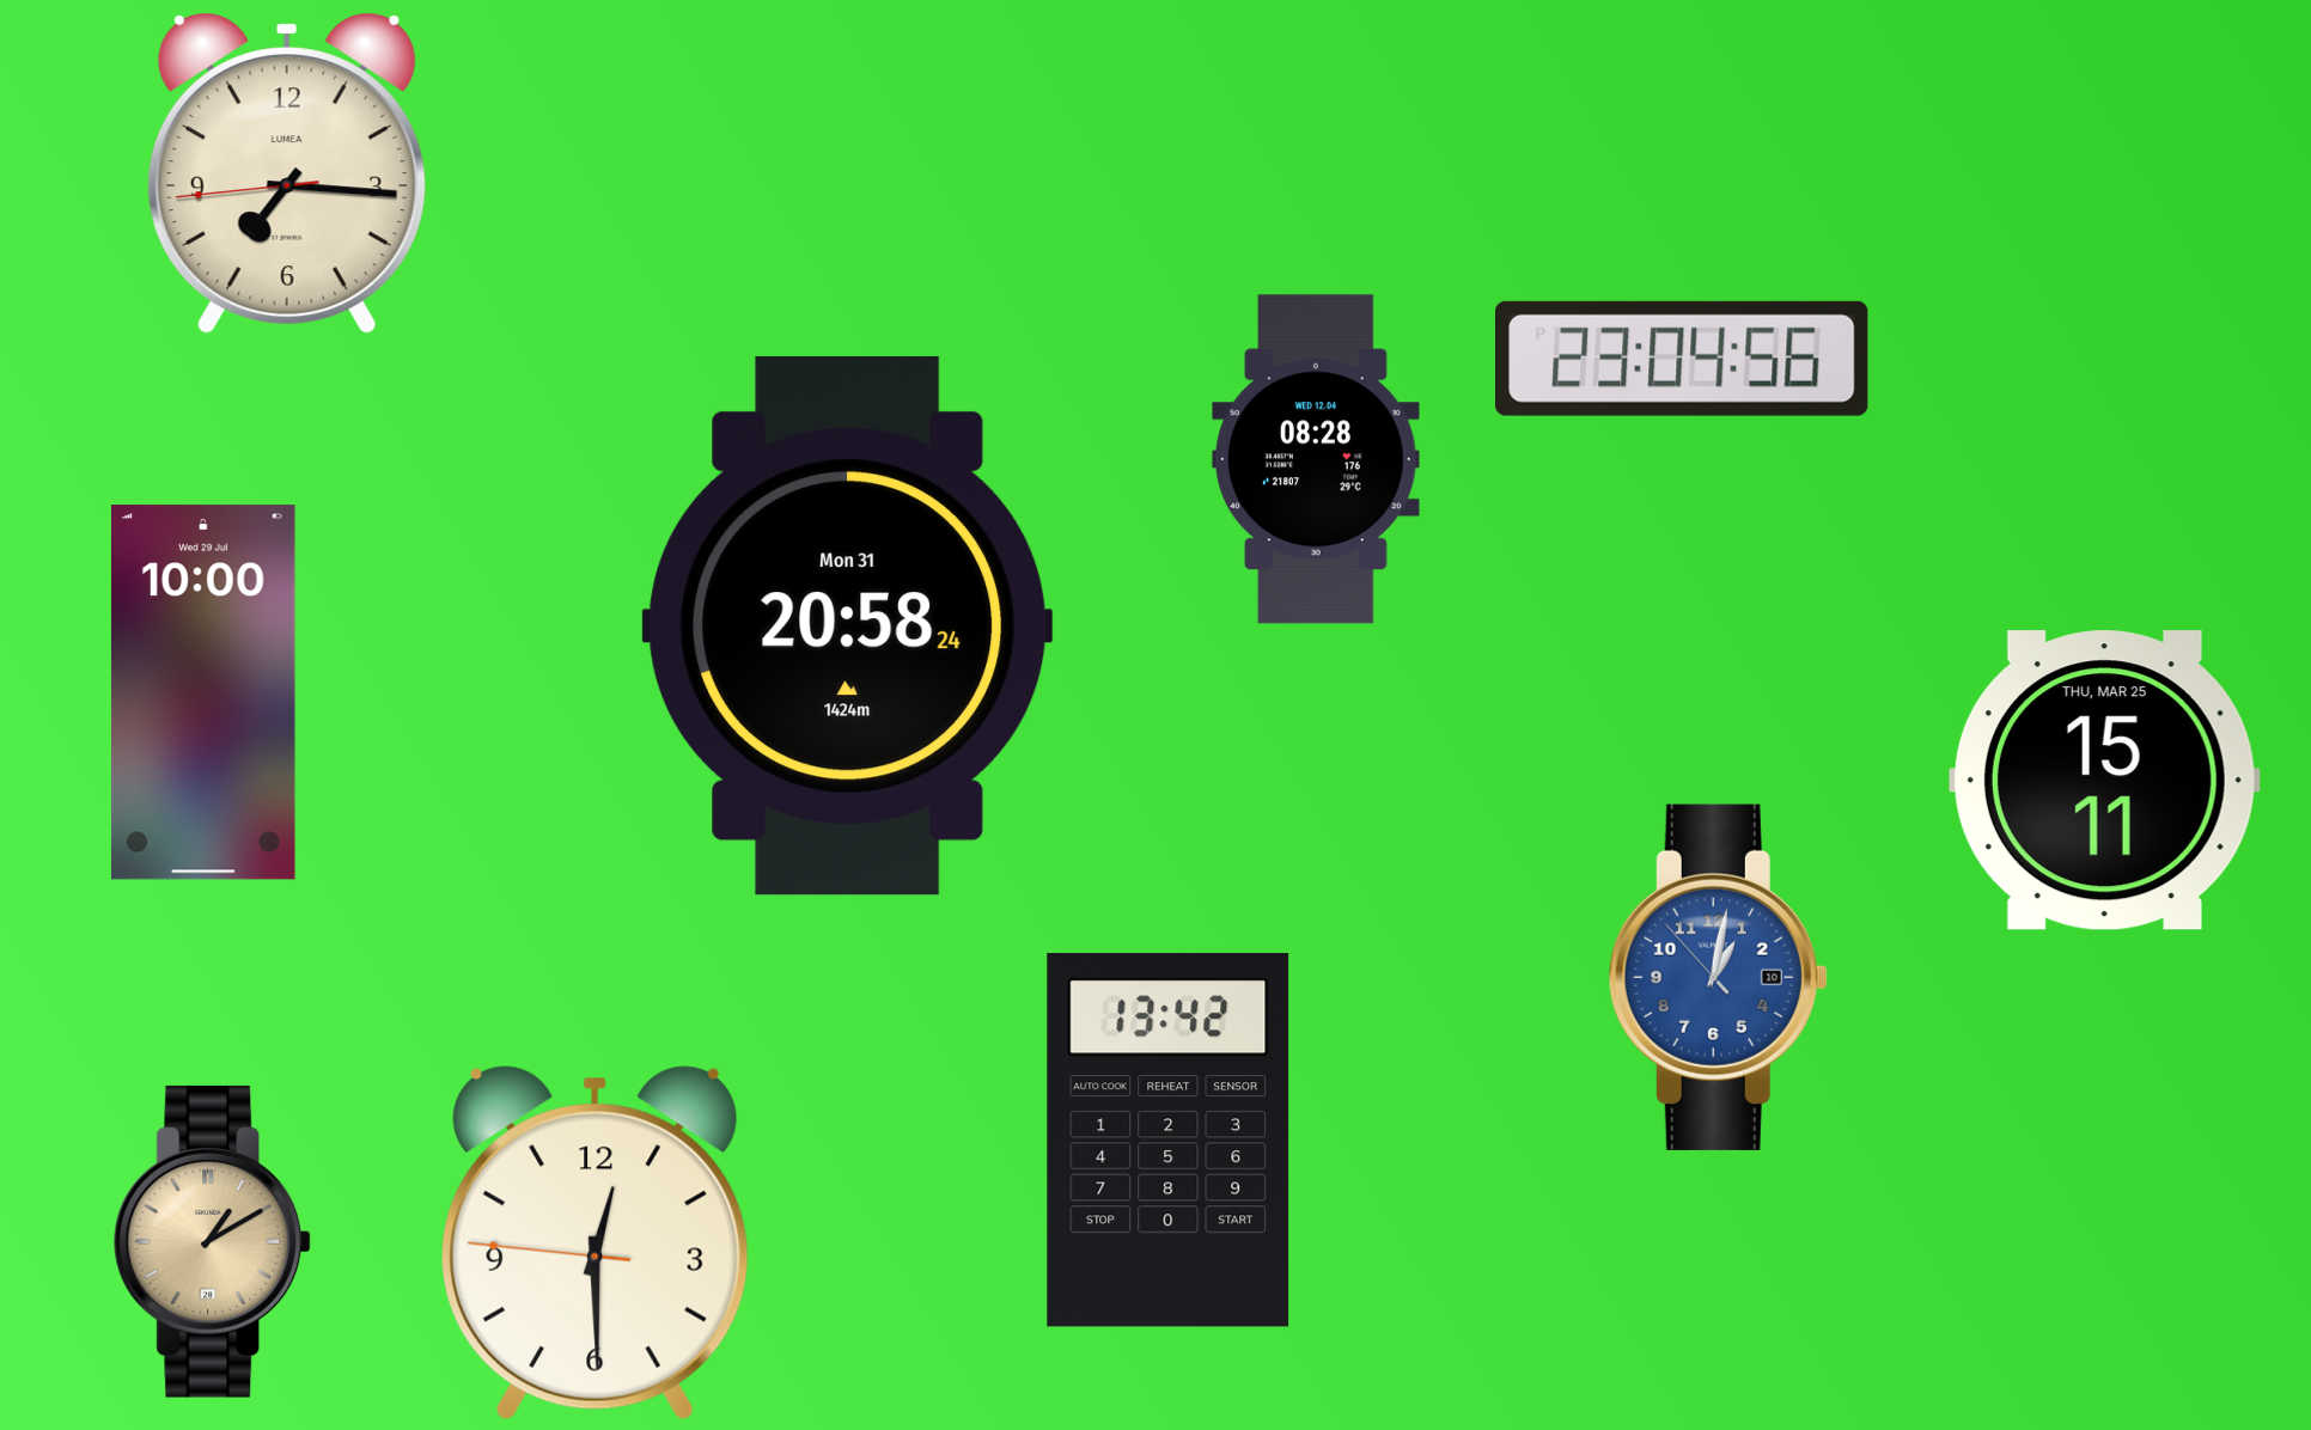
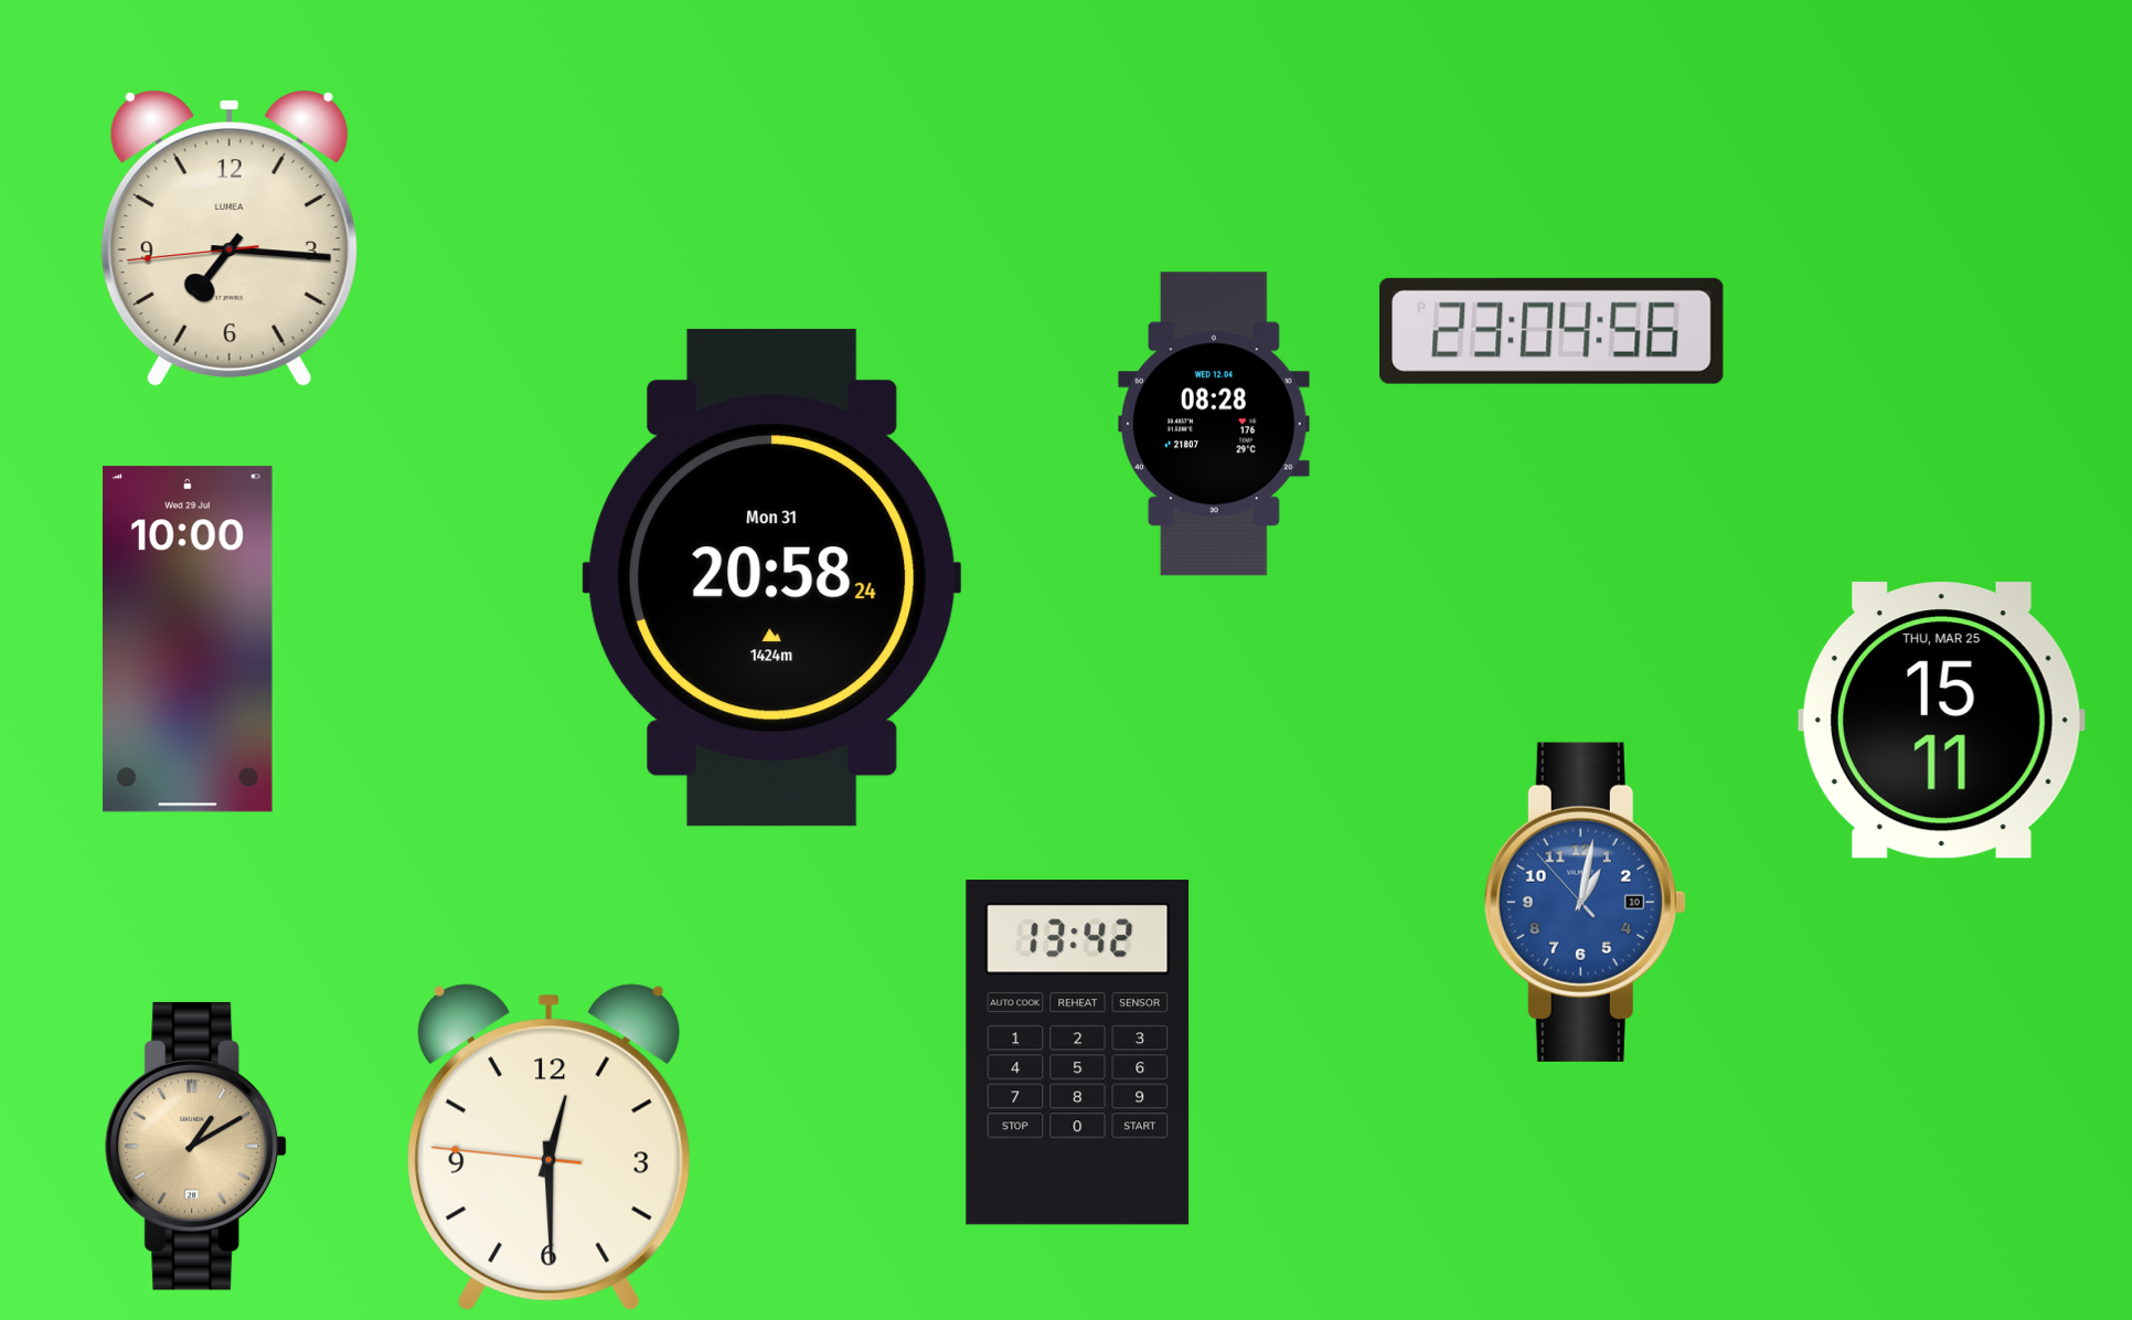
clock at (287, 173) position: (287, 173) -> (230, 238)
clock at (848, 625) position: (848, 625) -> (772, 577)
